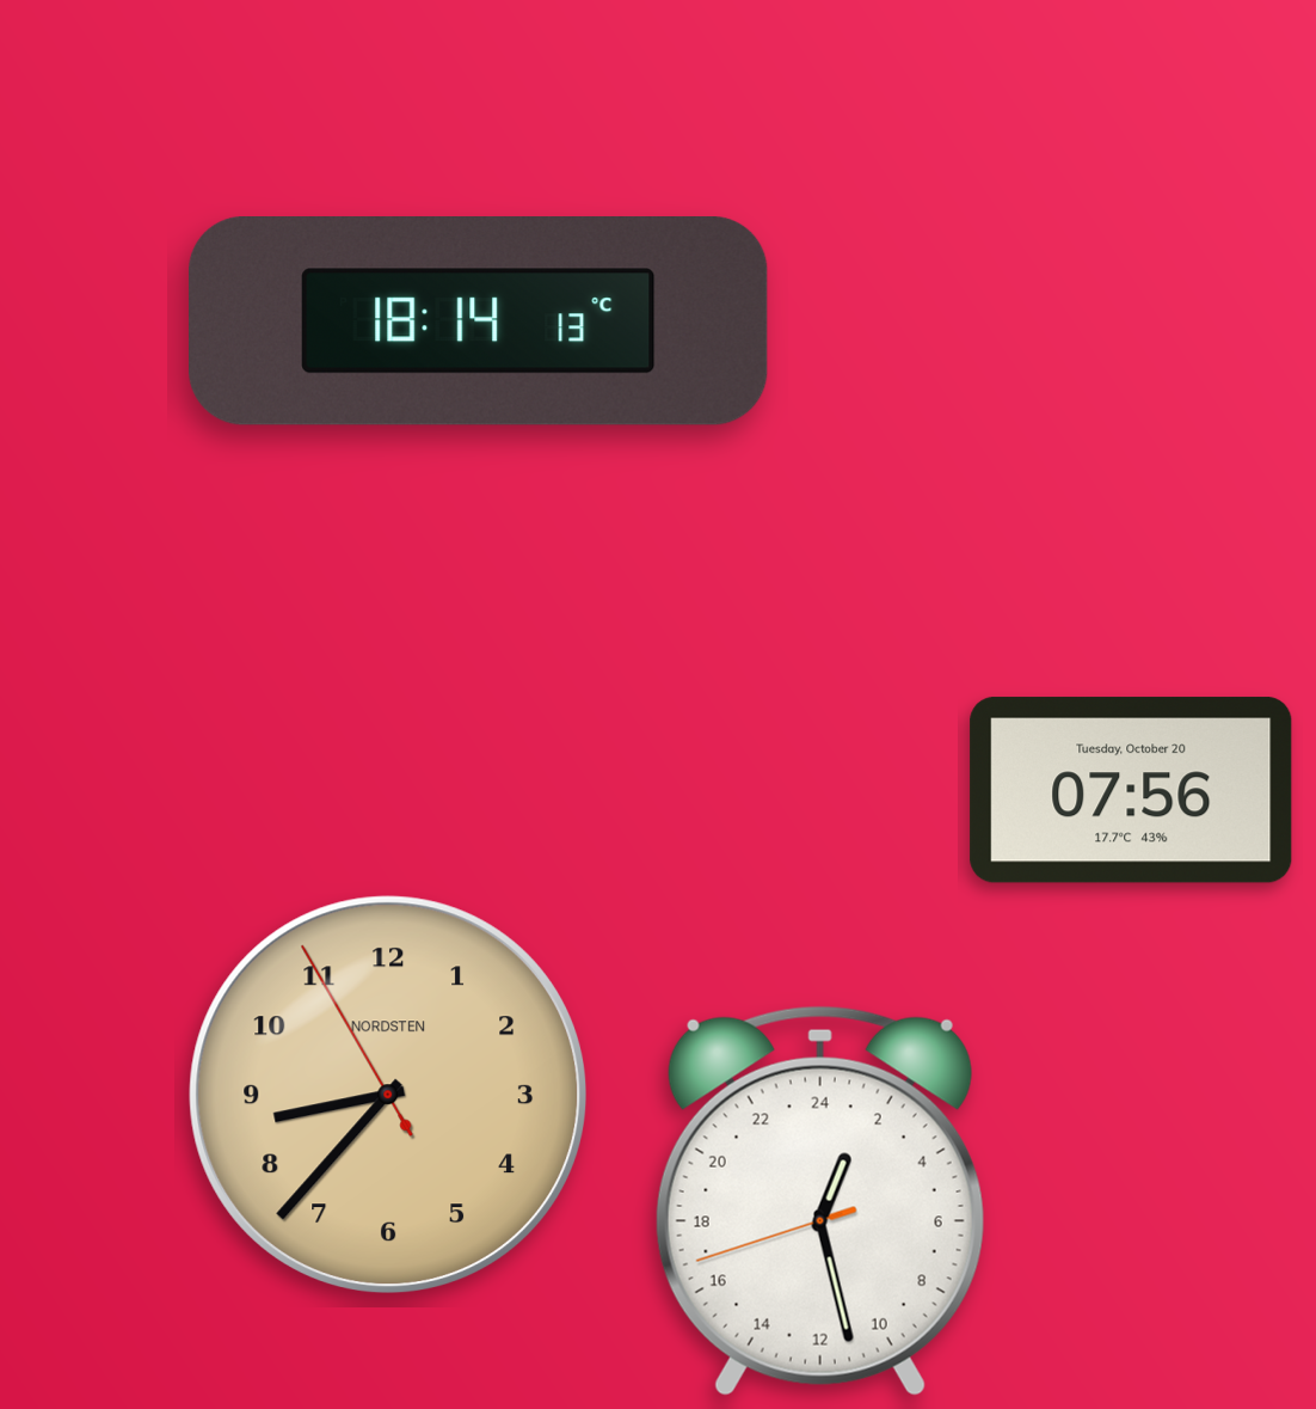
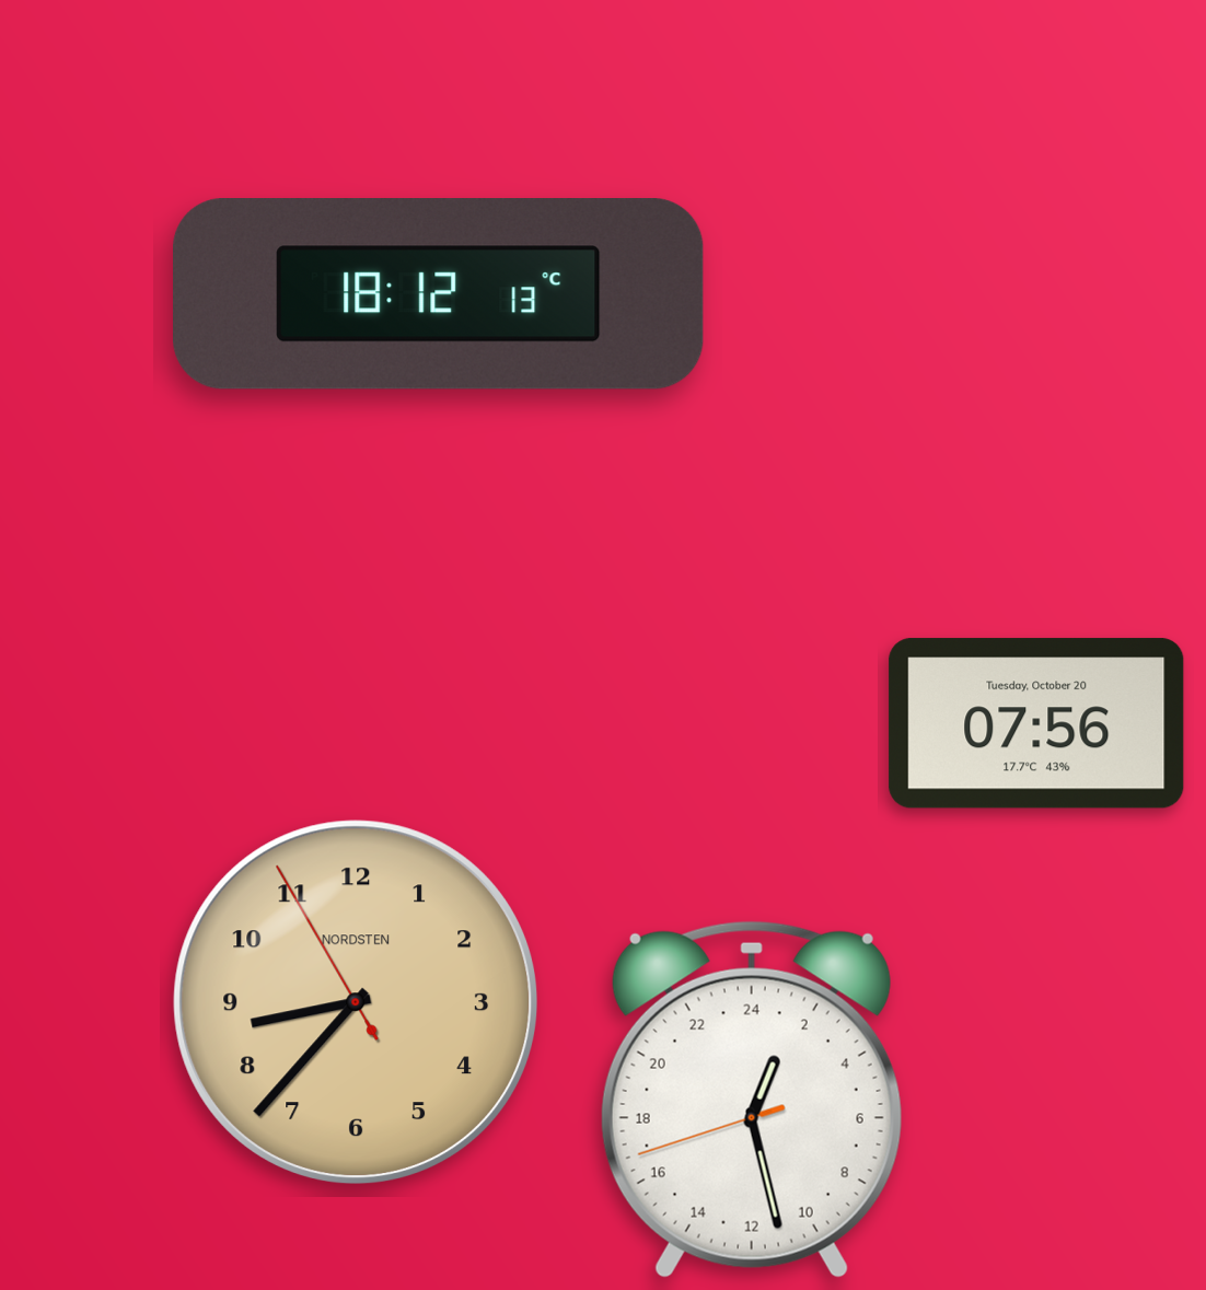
clock at (479, 321): 18:14 -> 18:12
